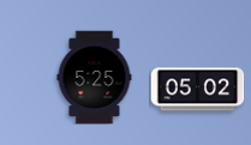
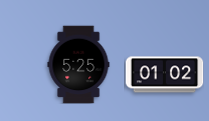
clock at (197, 90): 05:02 -> 01:02
